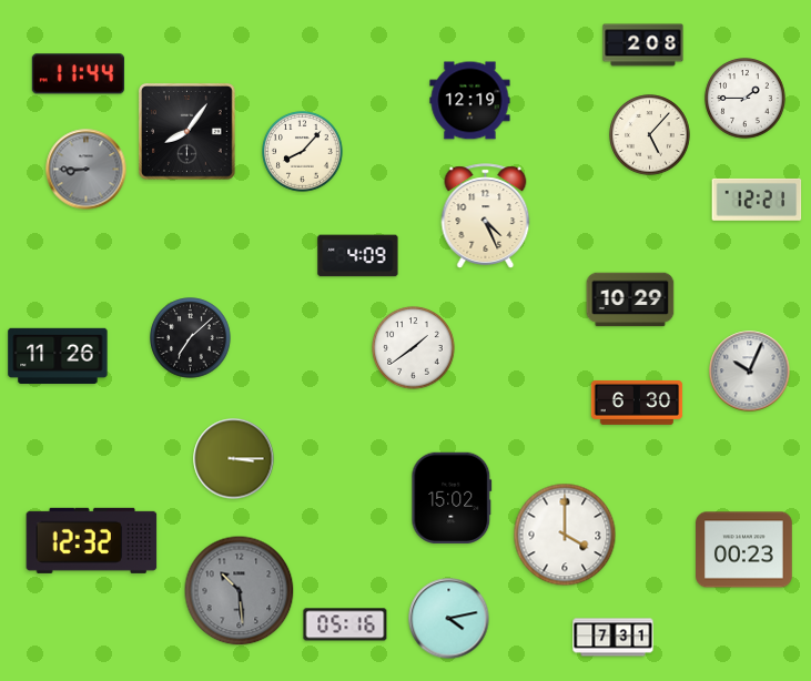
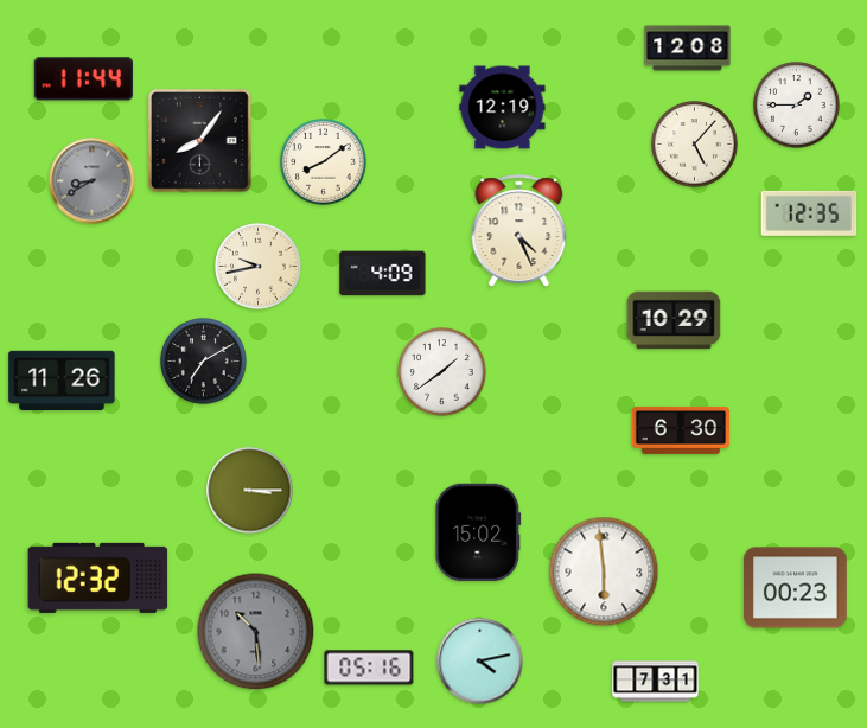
clock at (643, 45): 2:08 -> 12:08
clock at (303, 152): 8:07 -> 8:09
clock at (87, 170): 8:45 -> 8:40
clock at (757, 200): 12:21 -> 12:35
clock at (259, 267): none -> 9:43
clock at (191, 338): 7:08 -> 7:10
clock at (750, 372): 10:04 -> none
clock at (452, 497) position: (452, 497) -> (478, 531)
clock at (565, 535): 4:00 -> 5:59
